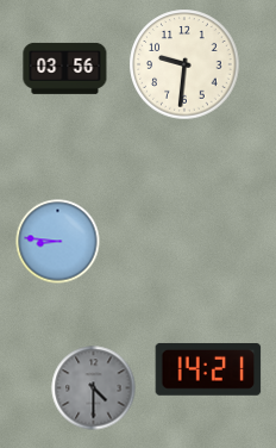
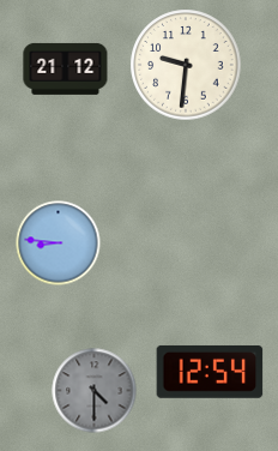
clock at (65, 68): 03:56 -> 21:12
clock at (208, 369): 14:21 -> 12:54
